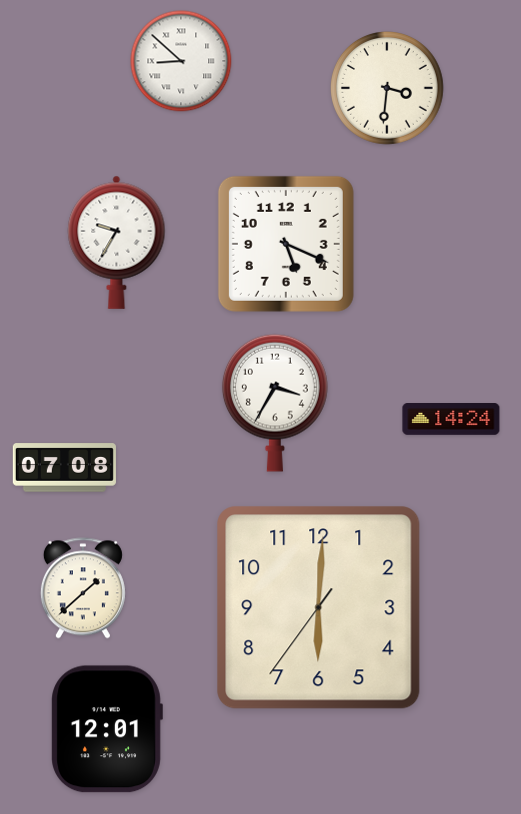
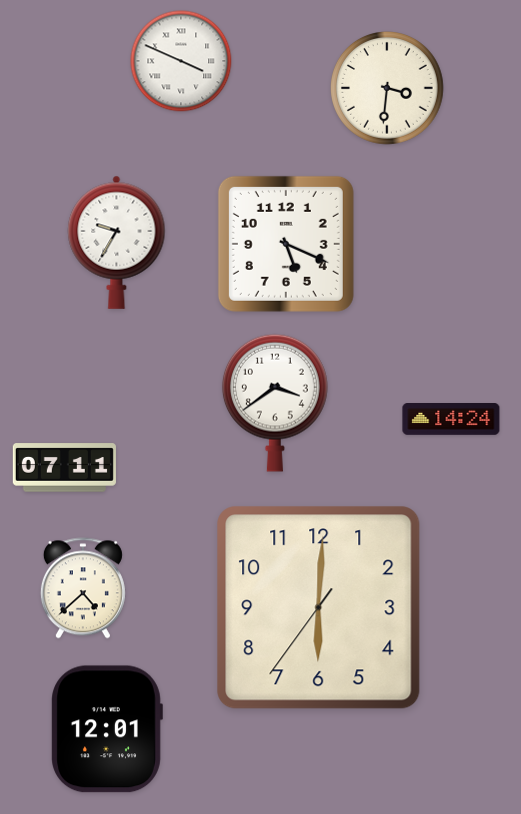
clock at (181, 61): 8:52 -> 3:49
clock at (275, 403): 3:35 -> 3:39
clock at (64, 468): 07:08 -> 07:11
clock at (83, 588): 1:38 -> 4:38
